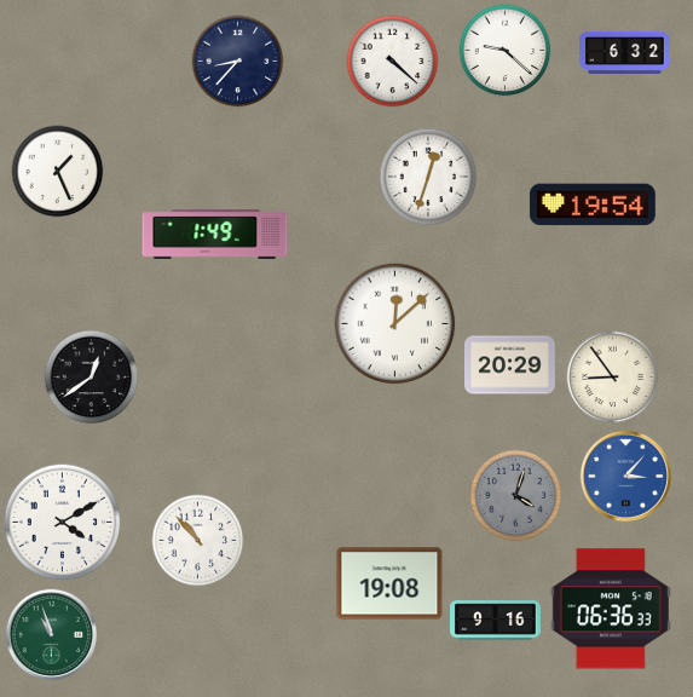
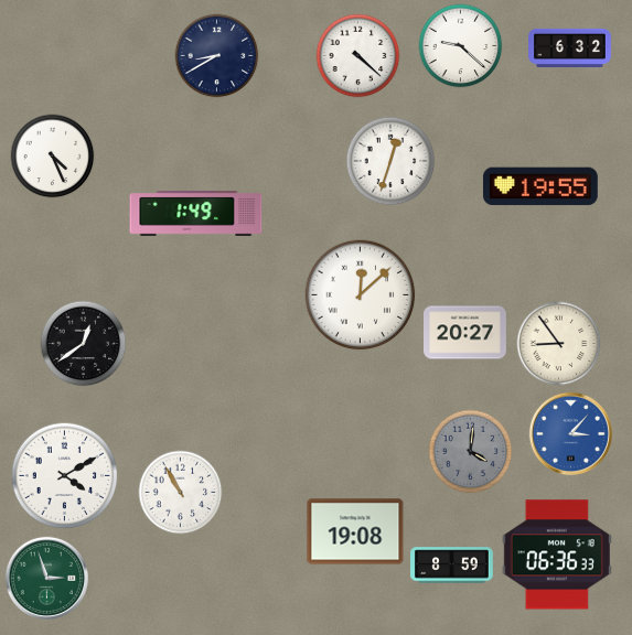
clock at (238, 62): 8:37 -> 8:40
clock at (58, 172): 1:26 -> 4:26
clock at (593, 205): 19:54 -> 19:55
clock at (510, 365): 20:29 -> 20:27
clock at (516, 496): 4:03 -> 4:01
clock at (63, 523) position: (63, 523) -> (65, 476)
clock at (198, 541): 10:53 -> 10:55
clock at (496, 621): 9:16 -> 8:59
clock at (51, 634): 10:57 -> 2:57
